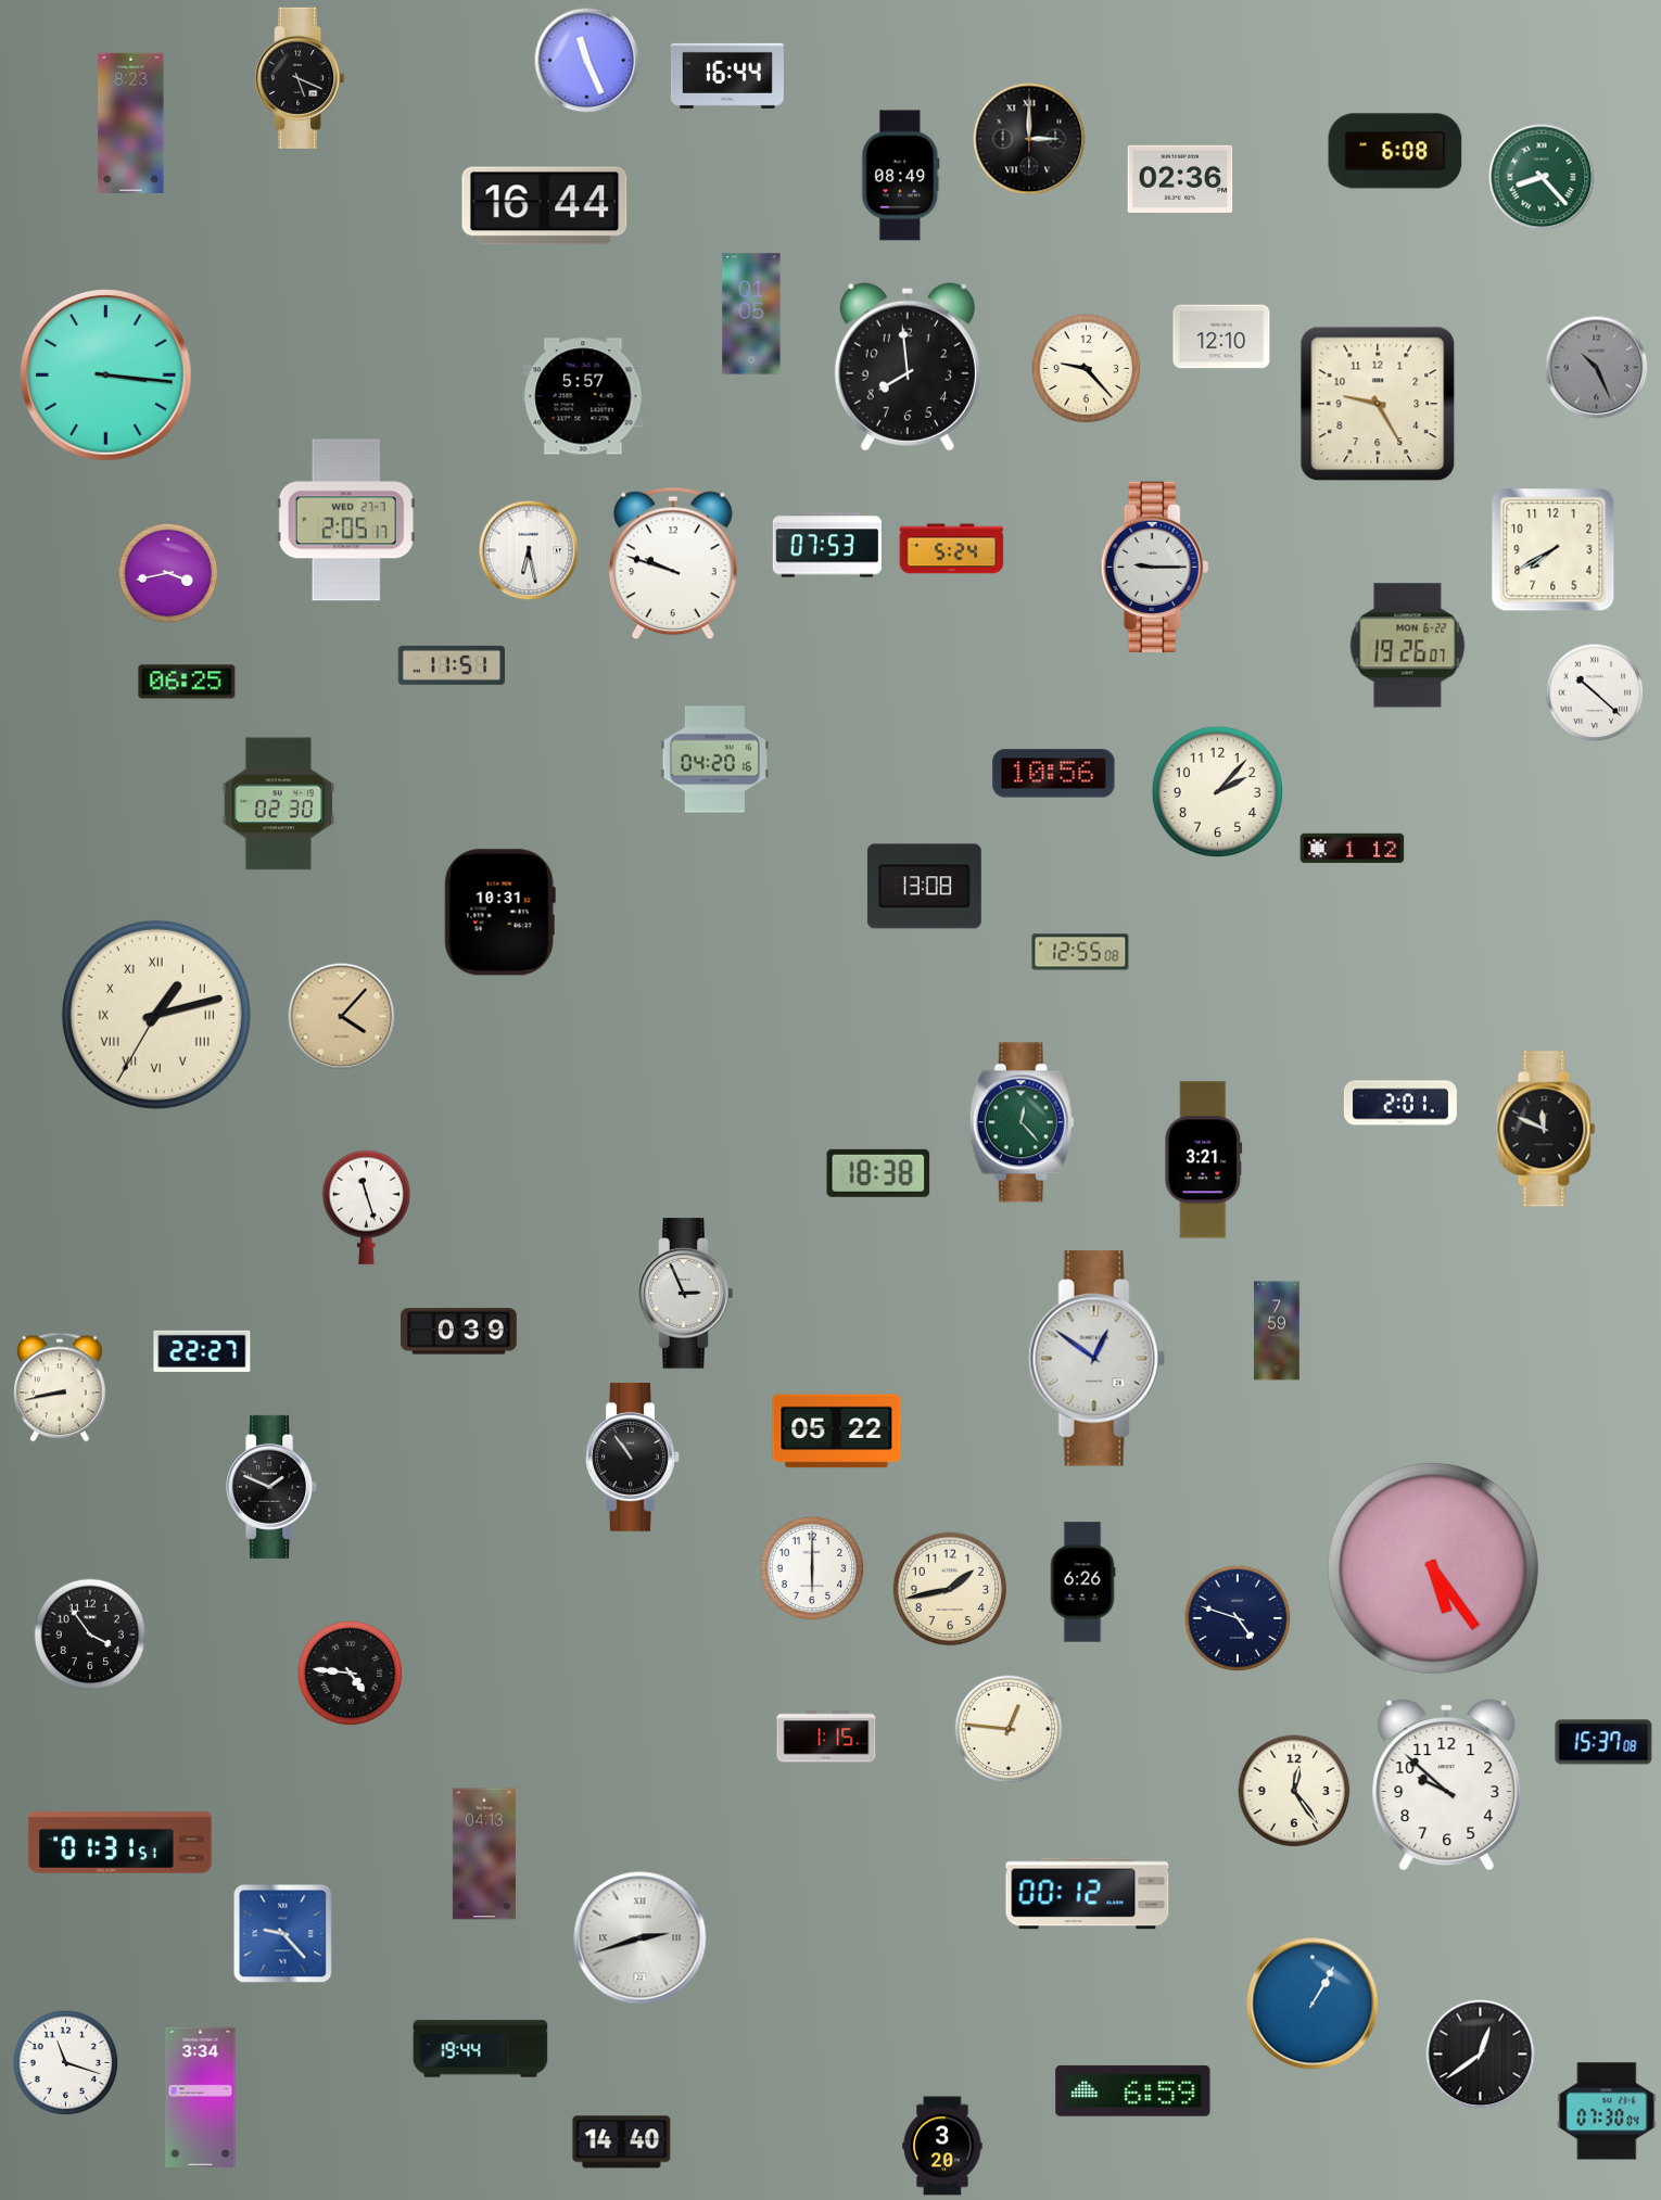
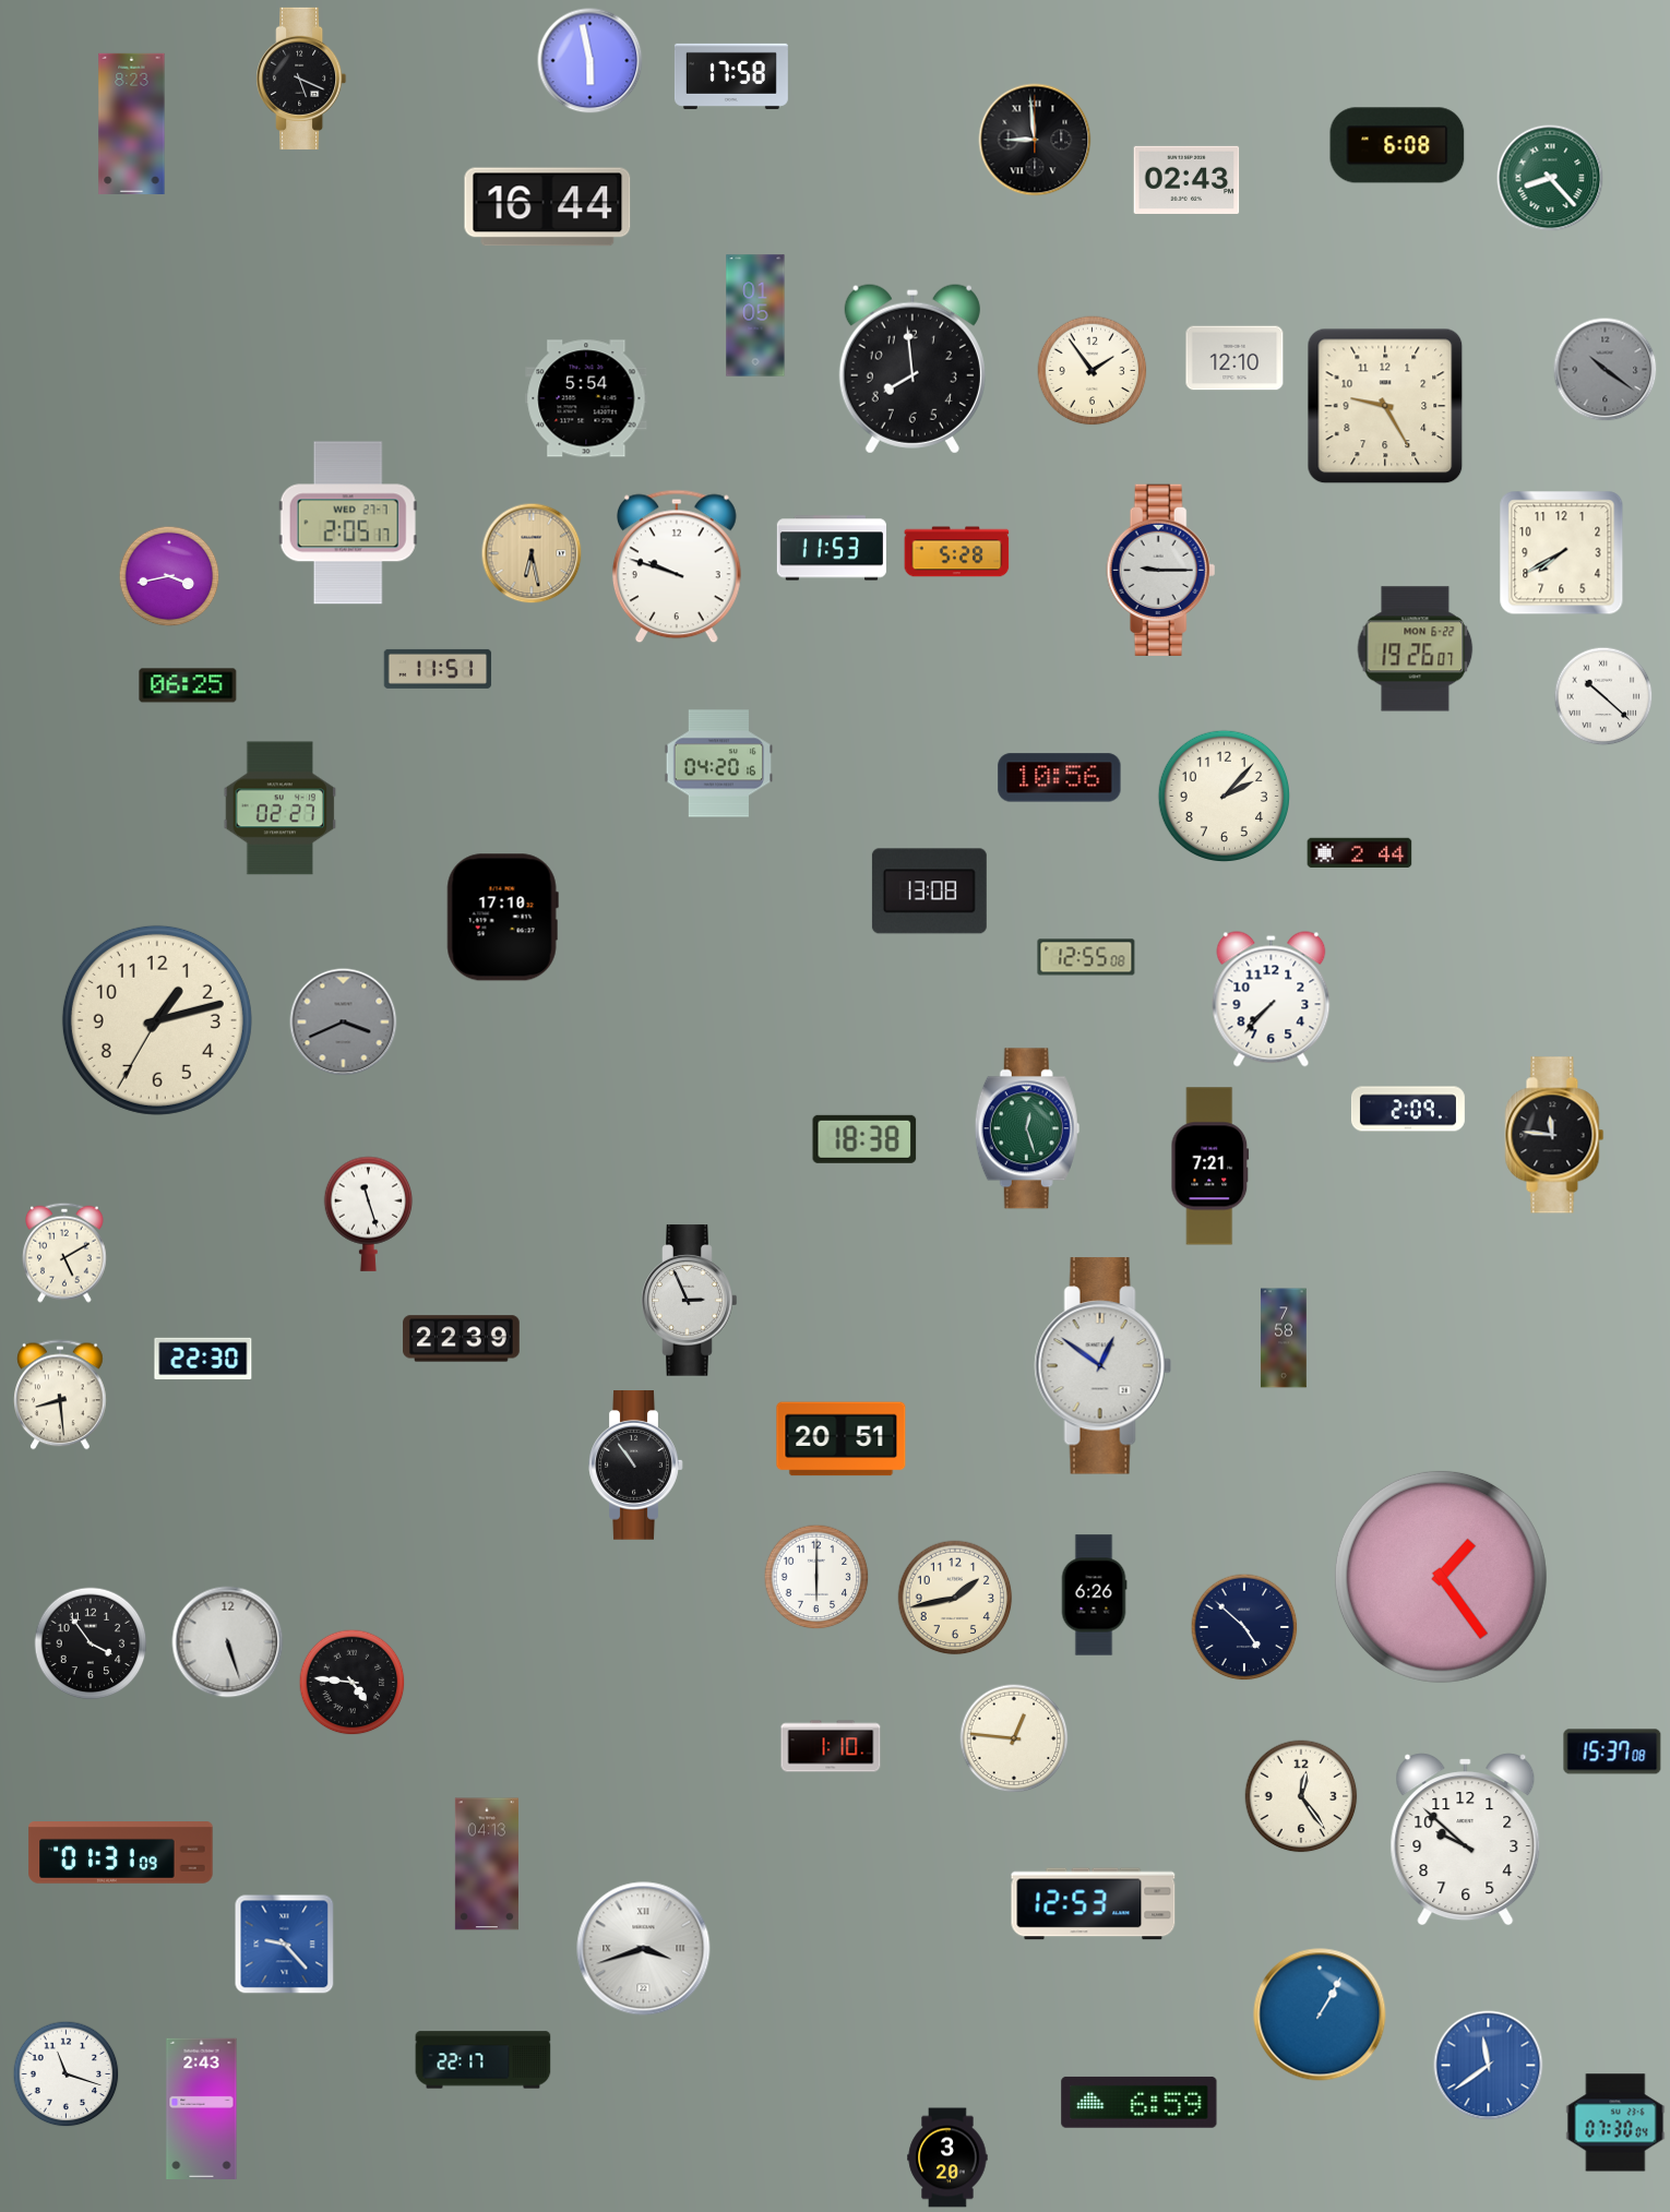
clock at (587, 61): 11:26 -> 5:58
clock at (727, 76): 16:44 -> 17:58
clock at (1029, 139): 3:00 -> 8:59
clock at (1395, 151) position: (1395, 151) -> (1397, 145)
clock at (901, 176): 08:49 -> none
clock at (1180, 179): 02:36 -> 02:43
clock at (1221, 336) position: (1221, 336) -> (1234, 358)
clock at (1597, 368): 10:26 -> 10:21
clock at (1087, 369): 9:23 -> 1:54
clock at (106, 376): 3:16 -> none
clock at (583, 396): 5:57 -> 5:54
clock at (827, 545): 07:53 -> 11:53
clock at (952, 549): 5:24 -> 5:28
clock at (529, 550) dial: white -> champagne
clock at (452, 665) position: (452, 665) -> (438, 669)
clock at (279, 804): 02:30 -> 02:27
clock at (1353, 849): 1:12 -> 2:44
clock at (499, 913): 10:31 -> 17:10
clock at (1272, 1000): none -> 7:37
clock at (156, 1015) numerals: Roman -> Arabic
clock at (342, 1017): 4:07 -> 3:41
clock at (342, 1017) dial: champagne -> grey
clock at (1400, 1103): 2:01 -> 2:09
clock at (1022, 1122): 12:23 -> 12:27
clock at (1546, 1129): 11:49 -> 11:46
clock at (1204, 1160): 3:21 -> 7:21
clock at (878, 1173) position: (878, 1173) -> (864, 1139)
clock at (65, 1253): none -> 5:10
clock at (1277, 1331): 7:59 -> 7:58
clock at (459, 1332): 0:39 -> 22:39
clock at (202, 1351): 22:27 -> 22:30
clock at (61, 1387): 8:43 -> 8:29
clock at (837, 1432): 05:22 -> 20:51
clock at (272, 1487): 1:49 -> none
clock at (1433, 1568): 5:24 -> 1:24
clock at (1082, 1582) position: (1082, 1582) -> (1094, 1595)
clock at (1238, 1618): 4:48 -> 4:52
clock at (228, 1642): none -> 5:27
clock at (826, 1737): 1:15 -> 1:10
clock at (1447, 1785) position: (1447, 1785) -> (1466, 1840)
clock at (1294, 1791) position: (1294, 1791) -> (1301, 1796)
clock at (121, 1843): 01:31:51 -> 01:31:09
clock at (1088, 1894): 00:12 -> 12:53
clock at (641, 1938): 2:42 -> 3:42
clock at (481, 2049): 19:44 -> 22:17
clock at (1481, 2055): 12:39 -> 11:39
clock at (1481, 2055) dial: black -> blue
clock at (201, 2097): 3:34 -> 2:43
clock at (622, 2142): 14:40 -> none
